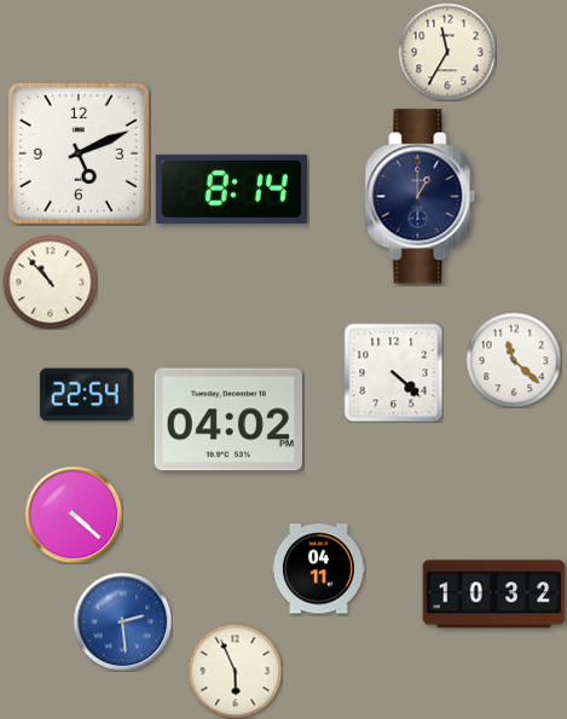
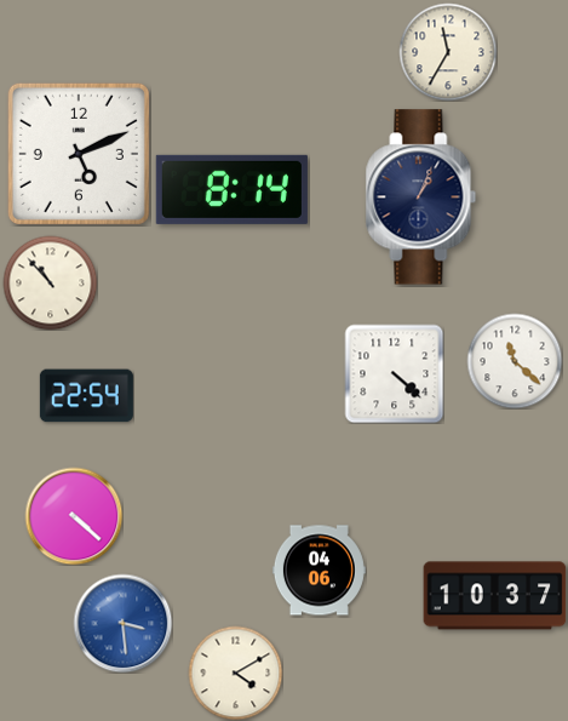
clock at (421, 197): 1:00 -> 1:04
clock at (228, 419): 04:02 -> none
clock at (318, 569): 04:11 -> 04:06
clock at (494, 595): 10:32 -> 10:37
clock at (122, 621): 2:29 -> 3:29
clock at (235, 671): 5:56 -> 4:10
